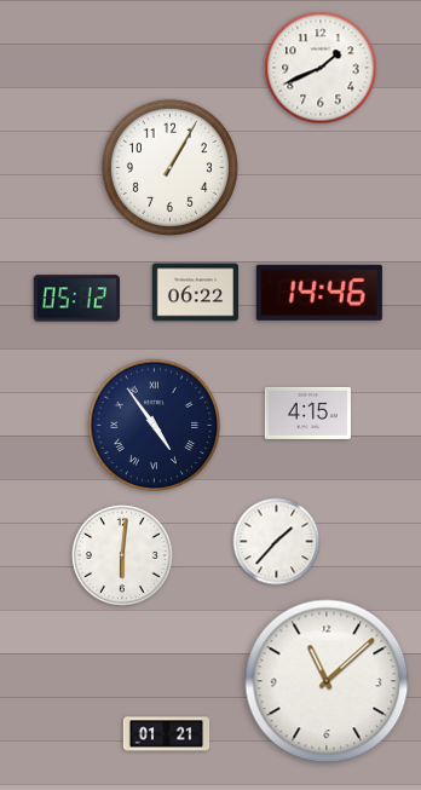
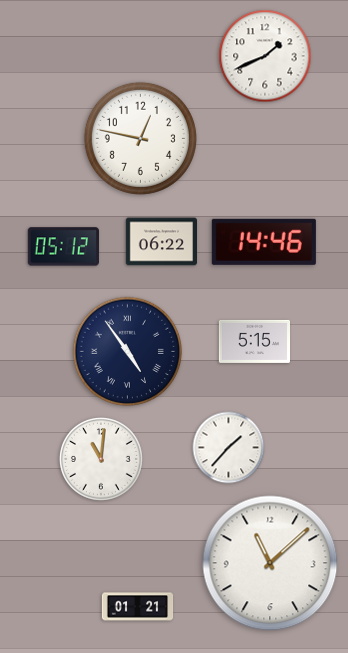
clock at (169, 167): 1:05 -> 12:47
clock at (307, 413): 4:15 -> 5:15
clock at (122, 555): 6:01 -> 11:01
